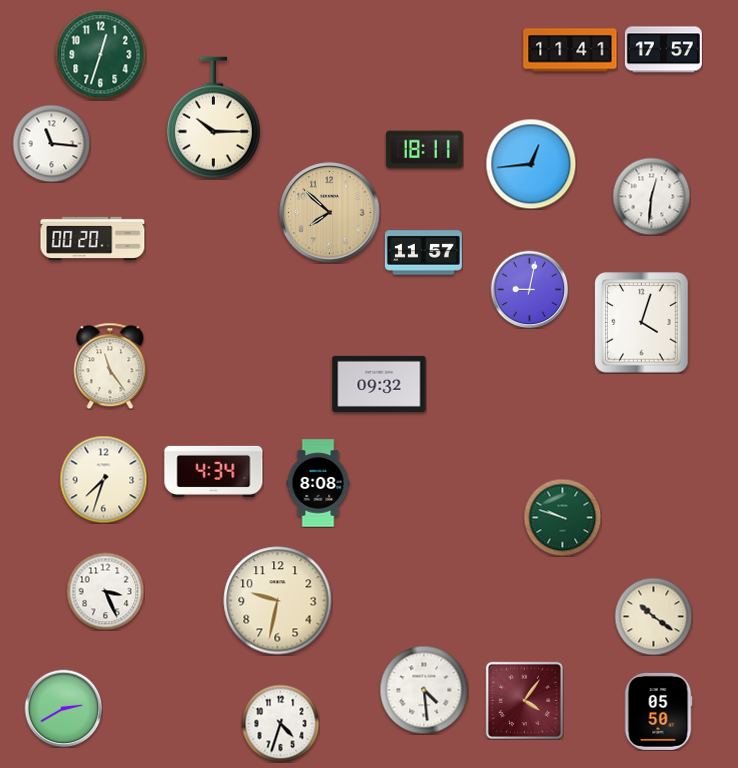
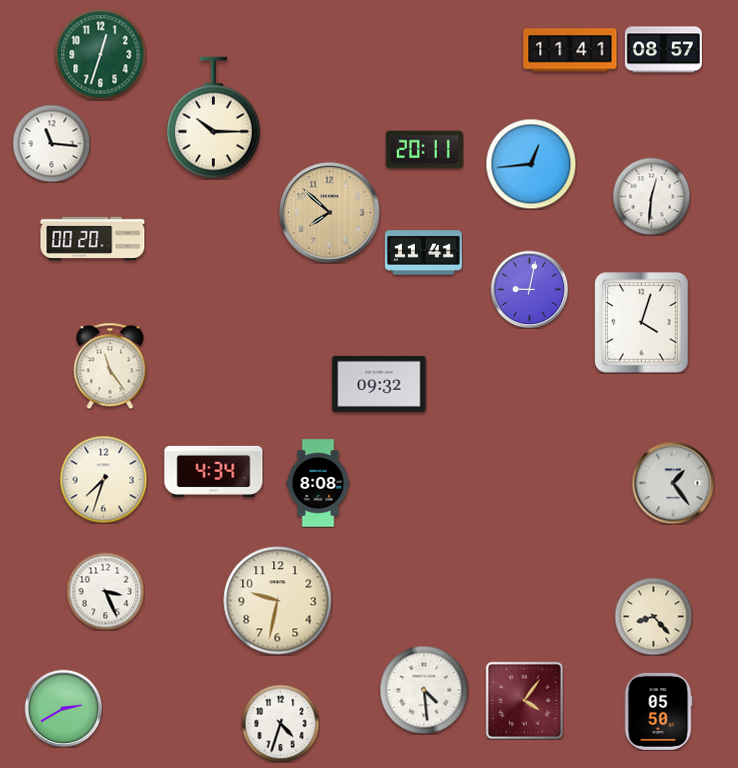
clock at (663, 50): 17:57 -> 08:57
clock at (424, 150): 18:11 -> 20:11
clock at (423, 253): 11:57 -> 11:41
clock at (673, 483): none -> 1:24
clock at (562, 517): 9:48 -> none
clock at (653, 616): 10:21 -> 8:23
